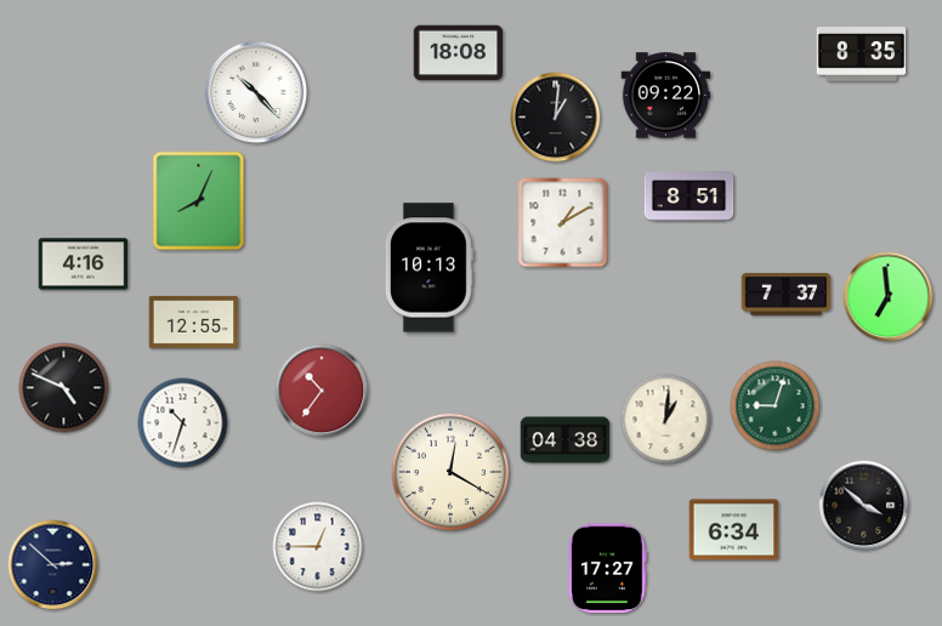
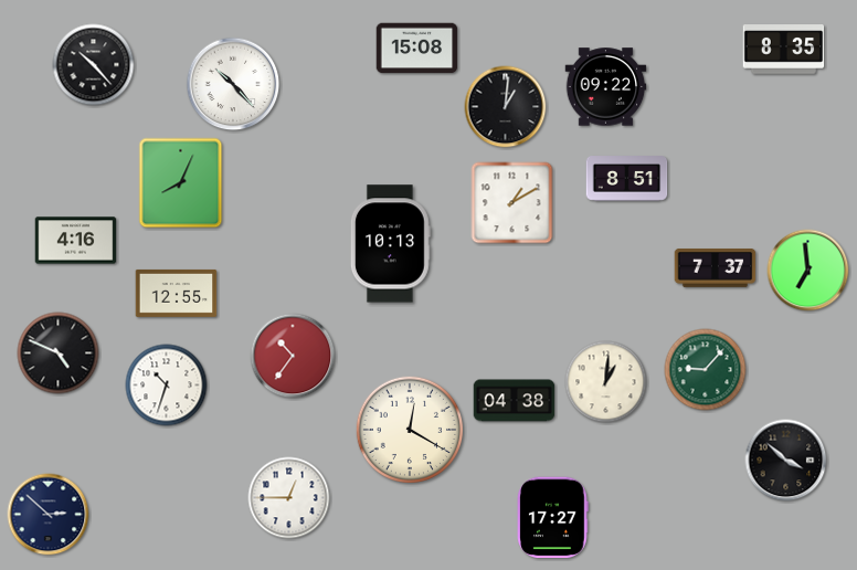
clock at (459, 53): 18:08 -> 15:08
clock at (94, 65): none -> 10:23
clock at (776, 406): 9:03 -> 9:07
clock at (734, 530): 6:34 -> none
